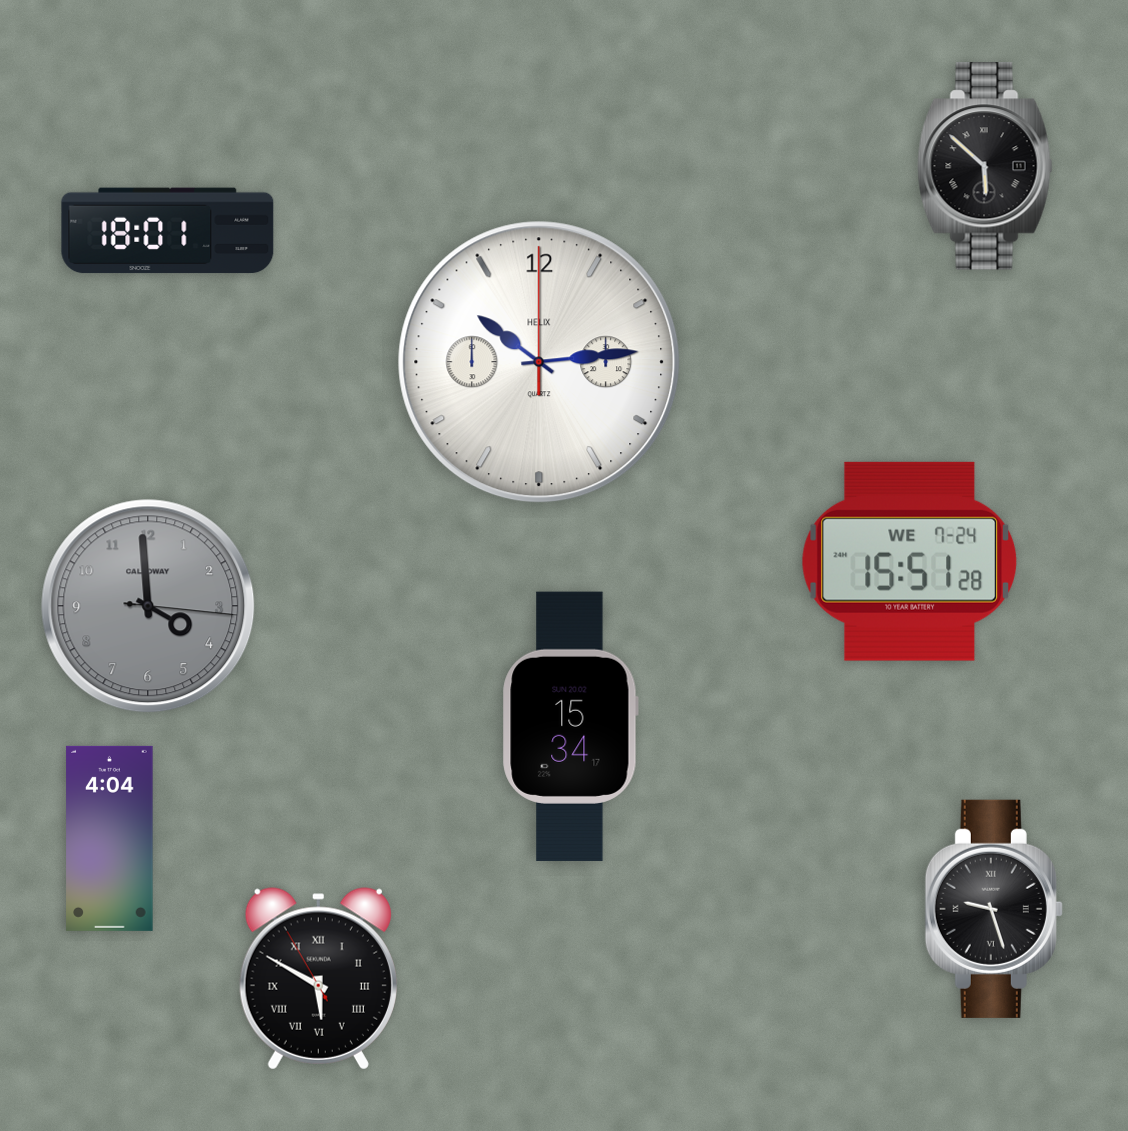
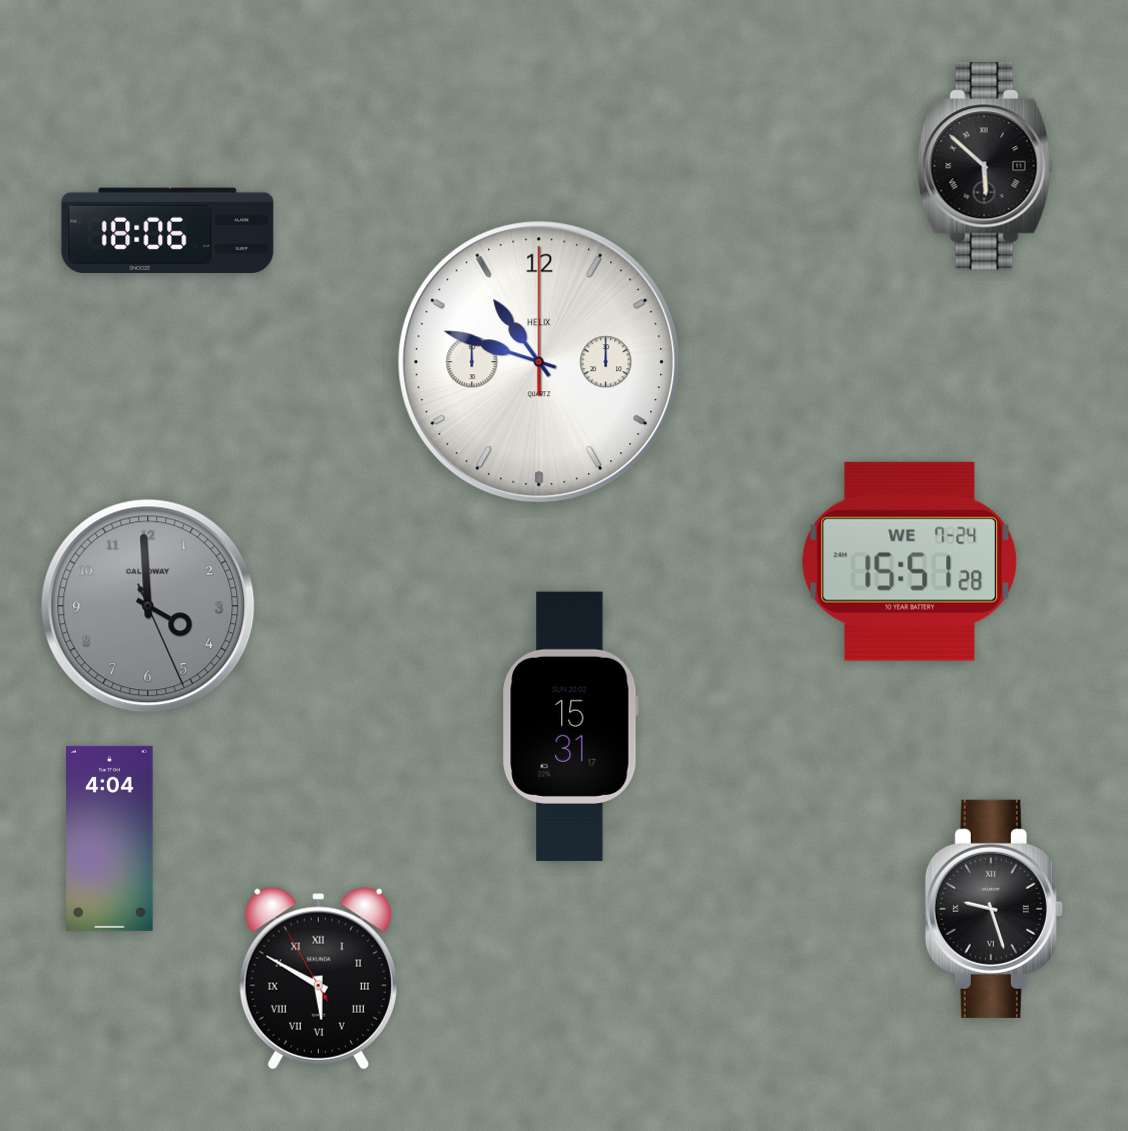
clock at (168, 231): 18:01 -> 18:06
clock at (539, 362): 10:14 -> 10:48
clock at (148, 606): 3:59:16 -> 3:59:26
clock at (570, 726): 15:34 -> 15:31
